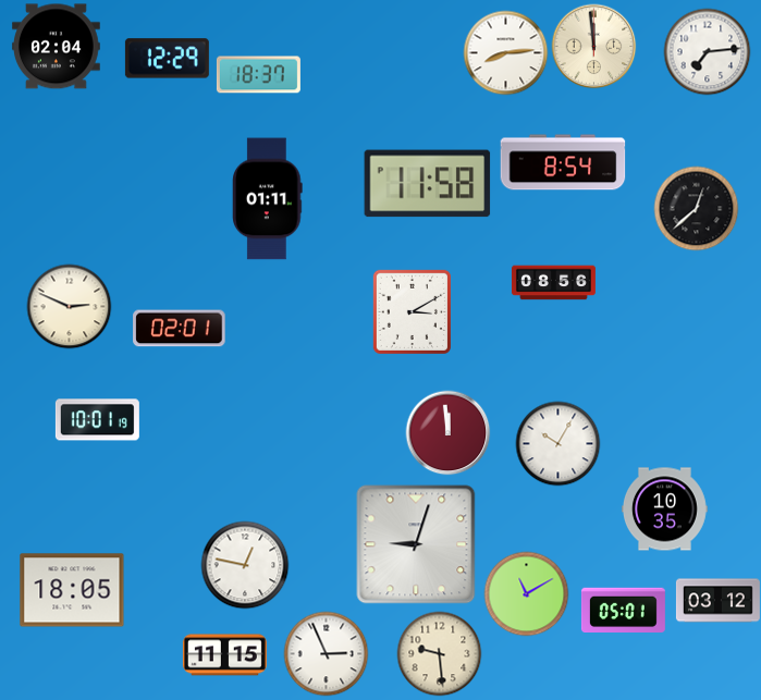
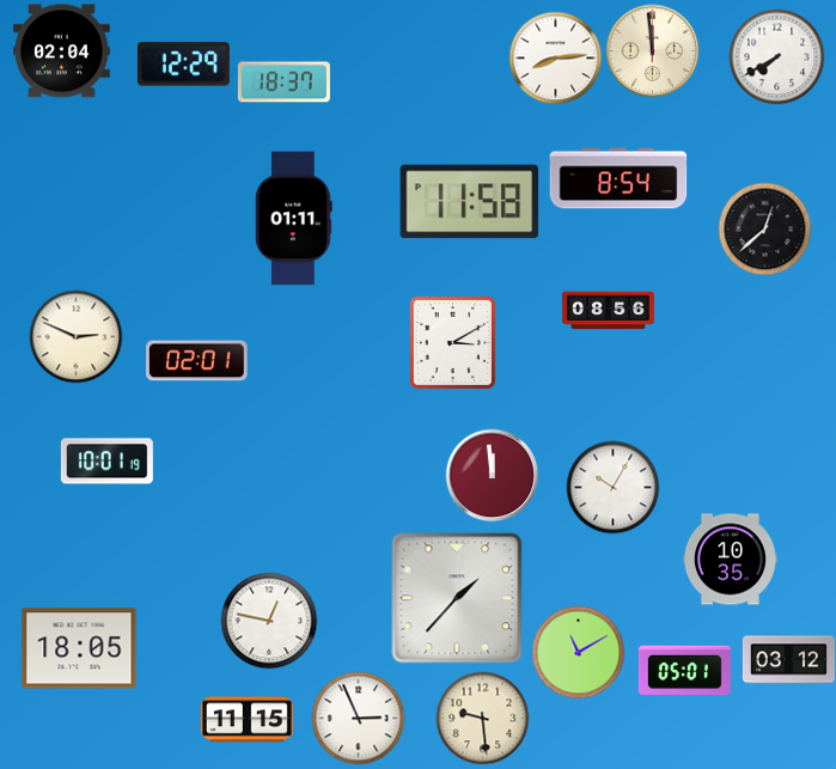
clock at (707, 51): 7:14 -> 7:40
clock at (416, 544): 9:03 -> 1:37
